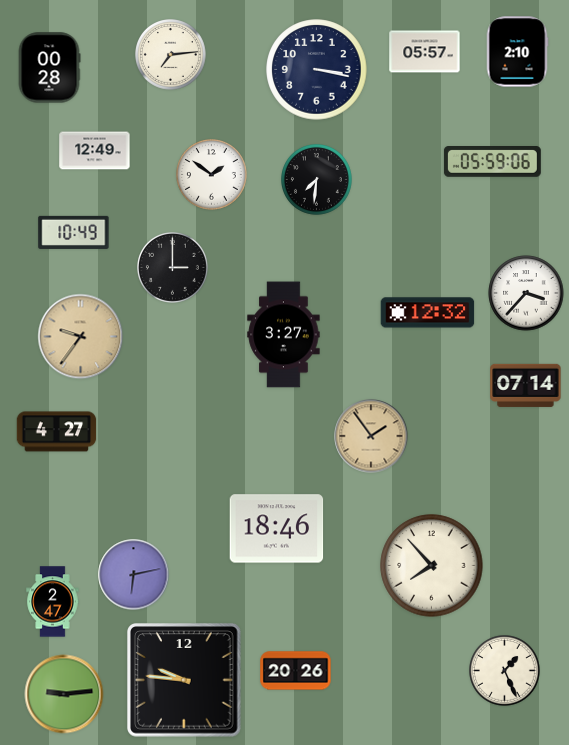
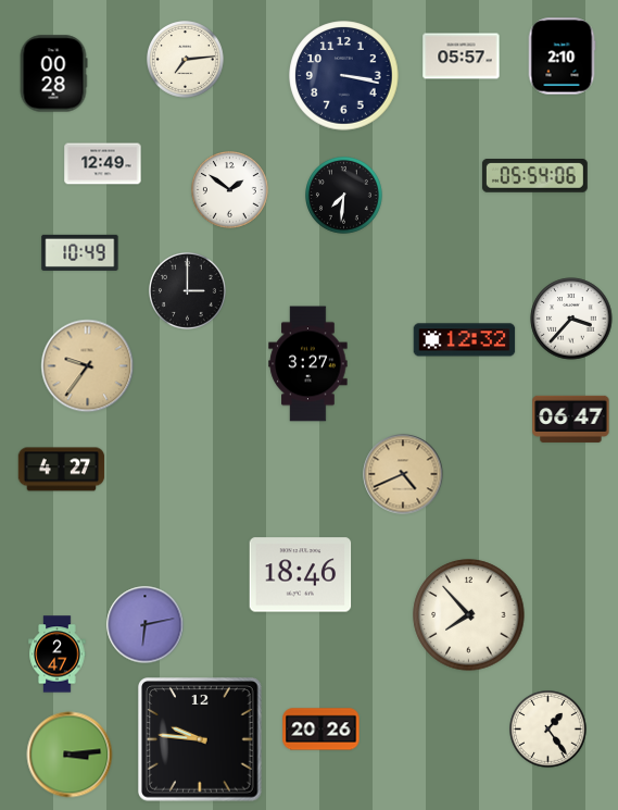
clock at (492, 162): 05:59 -> 05:54
clock at (526, 385): 07:14 -> 06:47
clock at (371, 436): 1:54 -> 4:41
clock at (505, 671): 1:26 -> 1:24
clock at (64, 694): 9:14 -> 3:14
